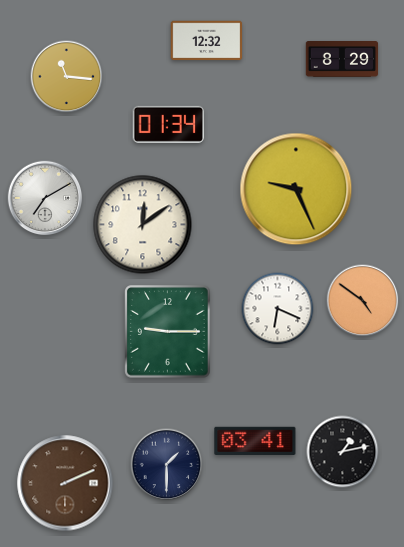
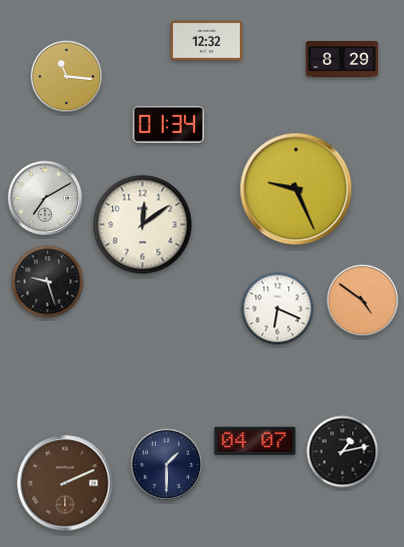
clock at (48, 282): none -> 9:27
clock at (168, 332): 9:15 -> none
clock at (255, 441): 03:41 -> 04:07
